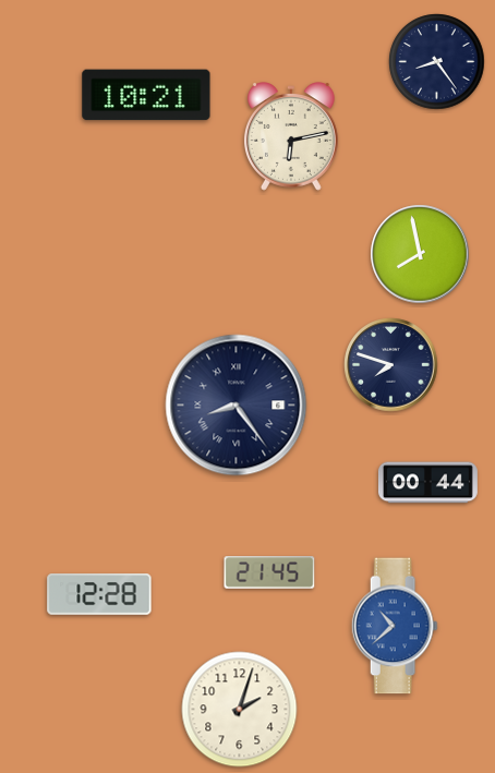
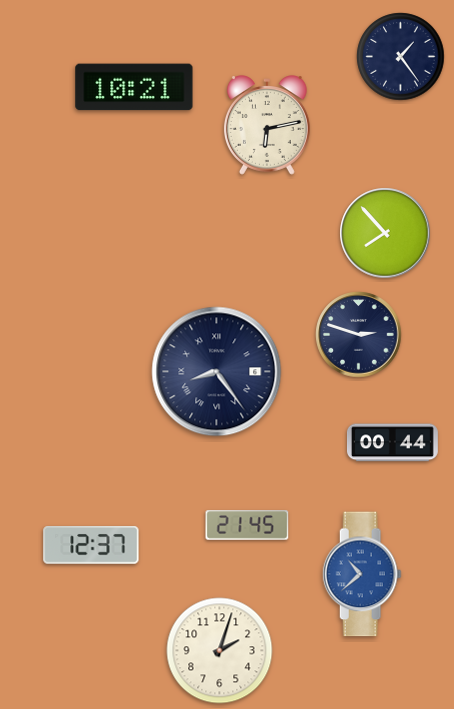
clock at (437, 62): 8:24 -> 1:24
clock at (420, 254): 7:58 -> 7:53
clock at (391, 365): 7:48 -> 2:48
clock at (99, 594): 12:28 -> 12:37
